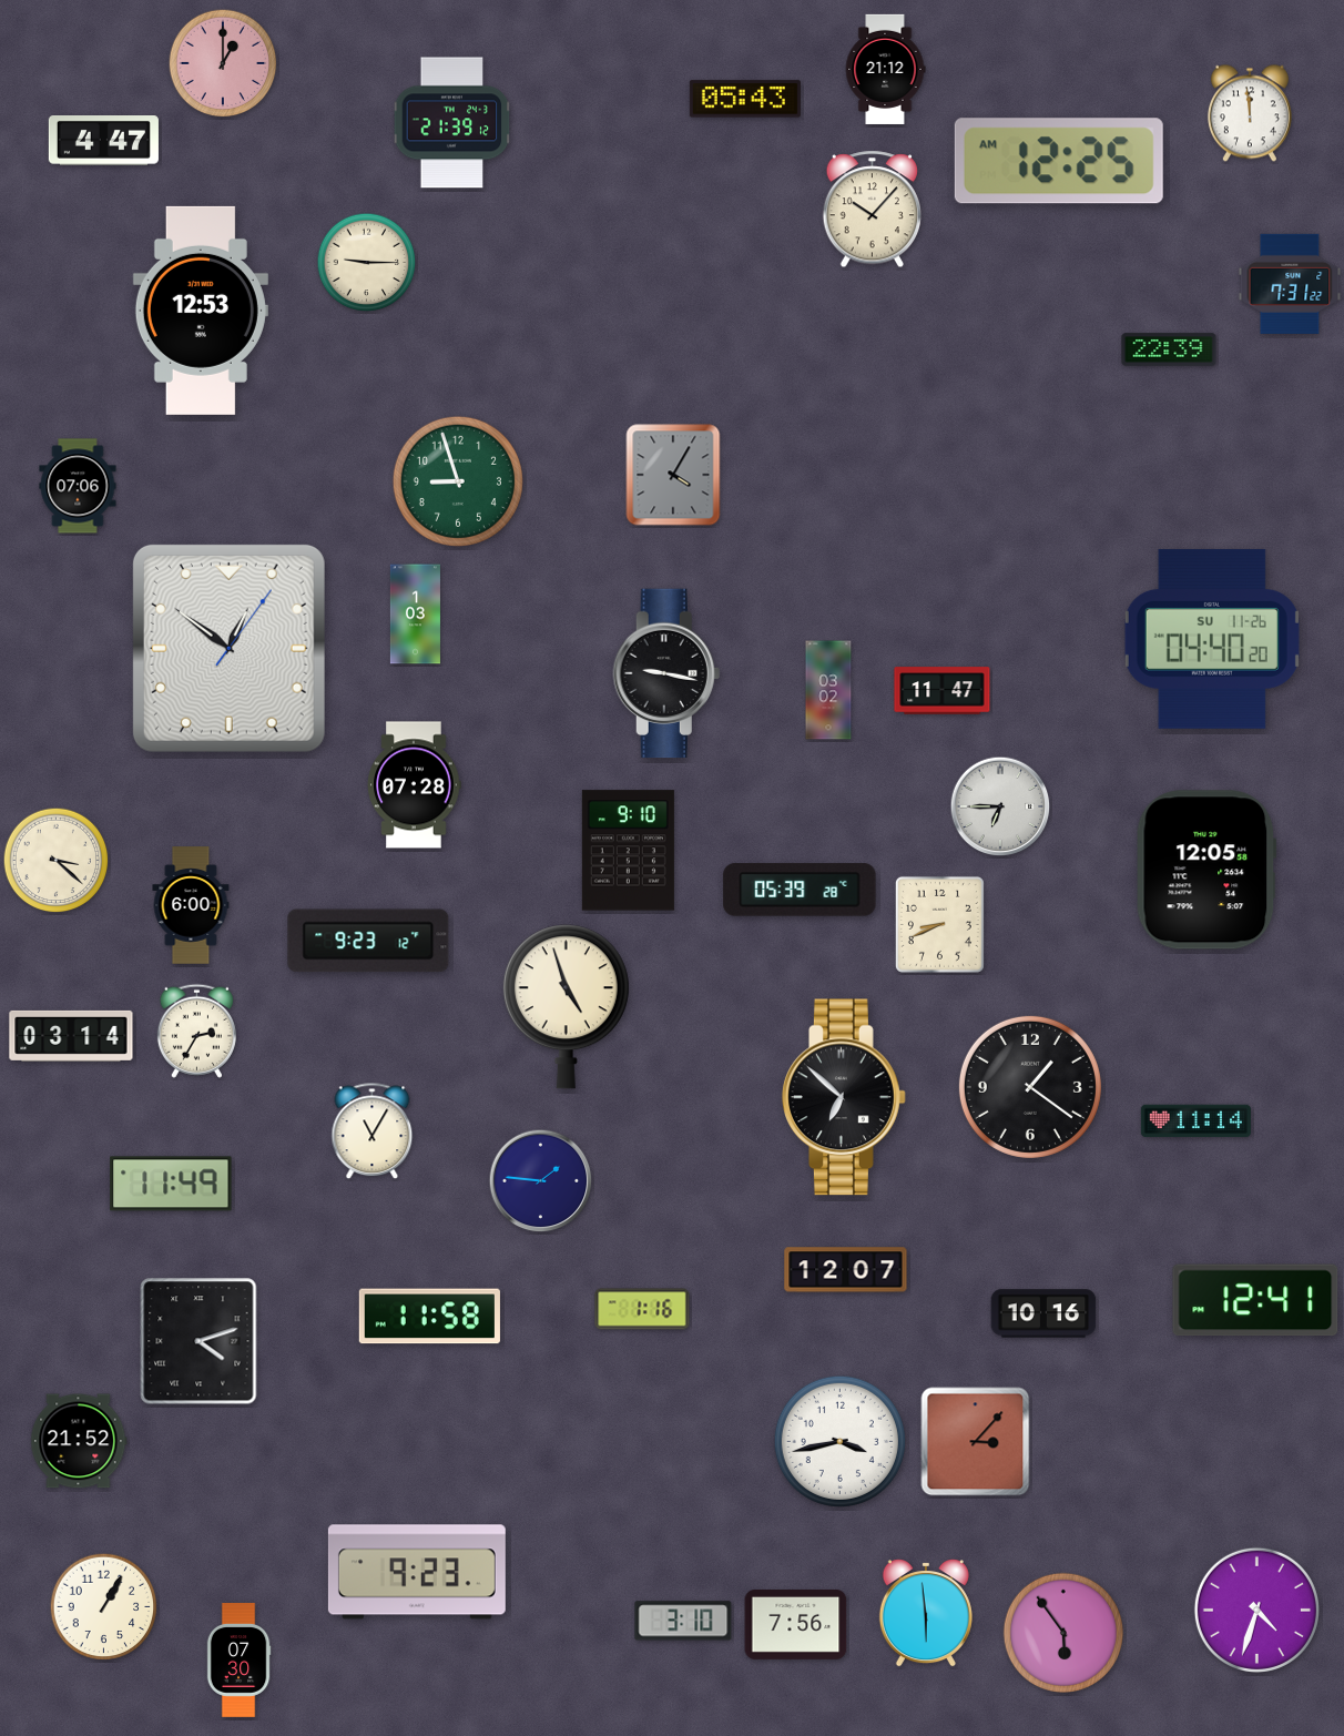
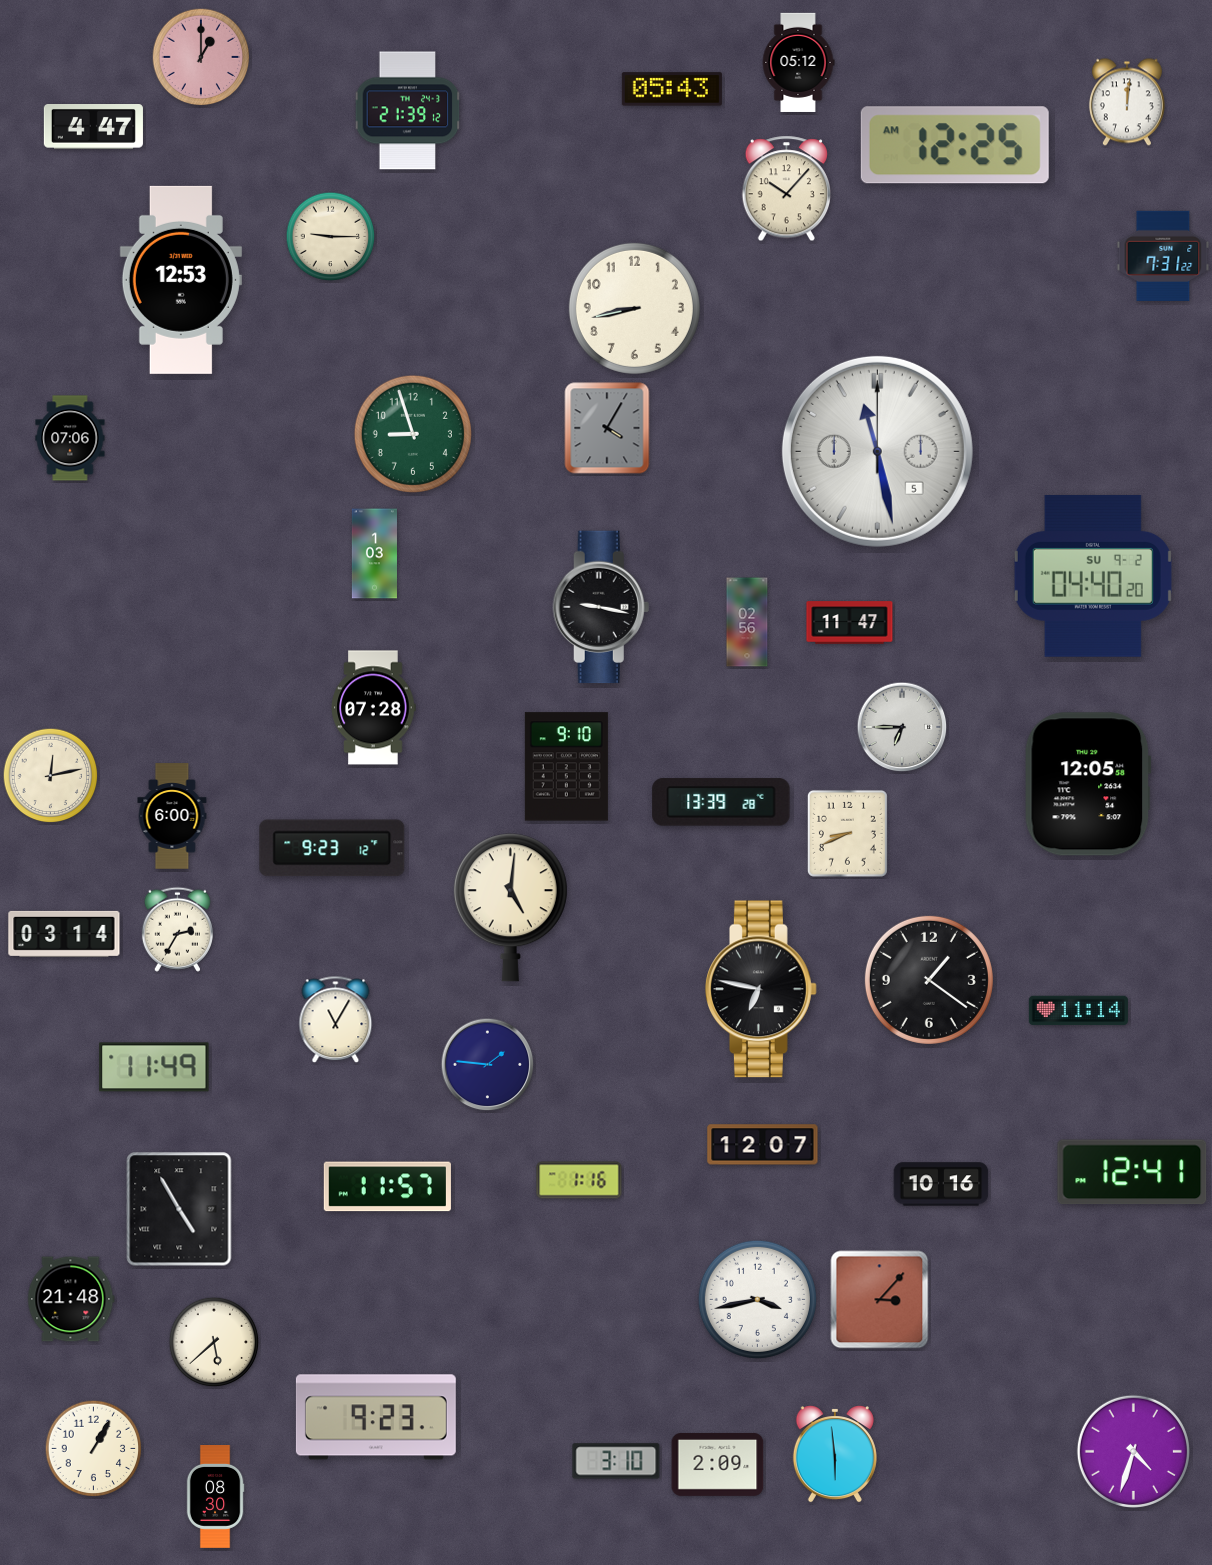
clock at (885, 69): 21:12 -> 05:12
clock at (1250, 113): 11:59 -> 12:01
clock at (634, 308): none -> 8:43
clock at (1169, 349): 22:39 -> none
clock at (877, 451): none -> 11:28
clock at (1212, 639) date: SU 11-26 -> SU 9-2
clock at (228, 648): 12:51 -> none
clock at (828, 690): 03:02 -> 02:56
clock at (57, 861): 3:22 -> 12:13
clock at (800, 890): 05:39 -> 13:39
clock at (566, 1007): 4:57 -> 5:01
clock at (845, 1097): 6:52 -> 6:47
clock at (429, 1317): 11:58 -> 11:57
clock at (198, 1341): 4:12 -> 4:55
clock at (79, 1441): 21:52 -> 21:48
clock at (214, 1342): none -> 5:38
clock at (796, 1624): 7:56 -> 2:09
clock at (1062, 1632): 5:54 -> none
clock at (238, 1661): 07:30 -> 08:30
